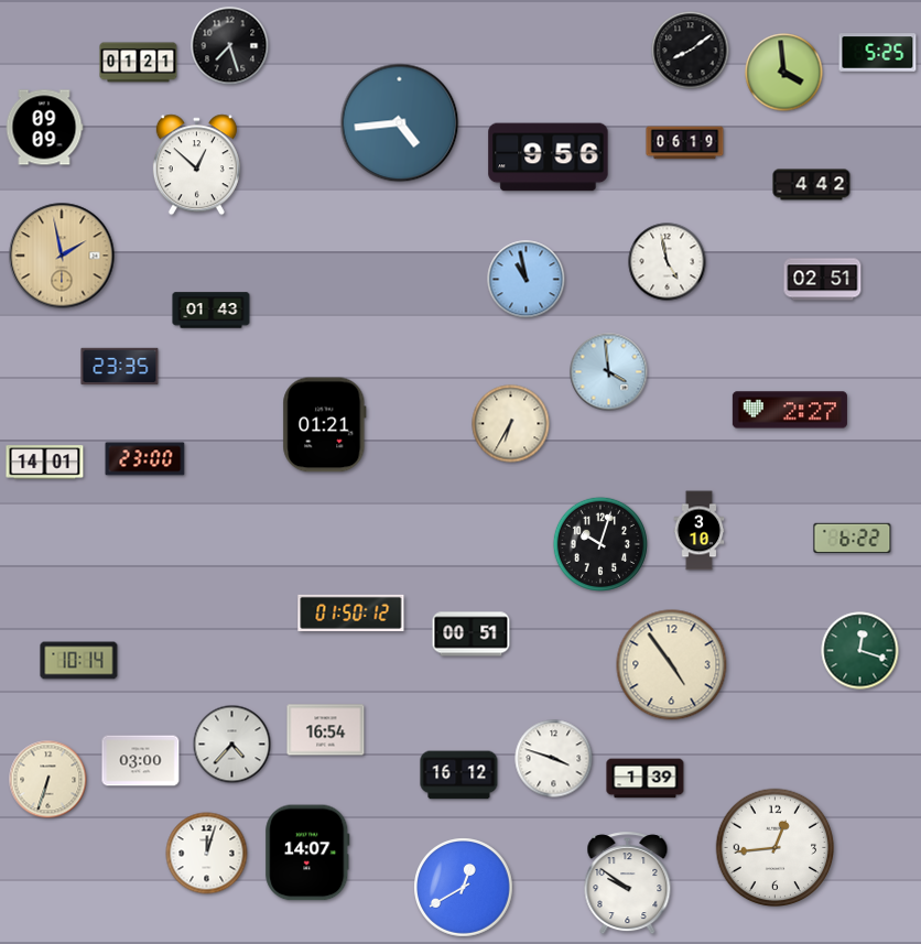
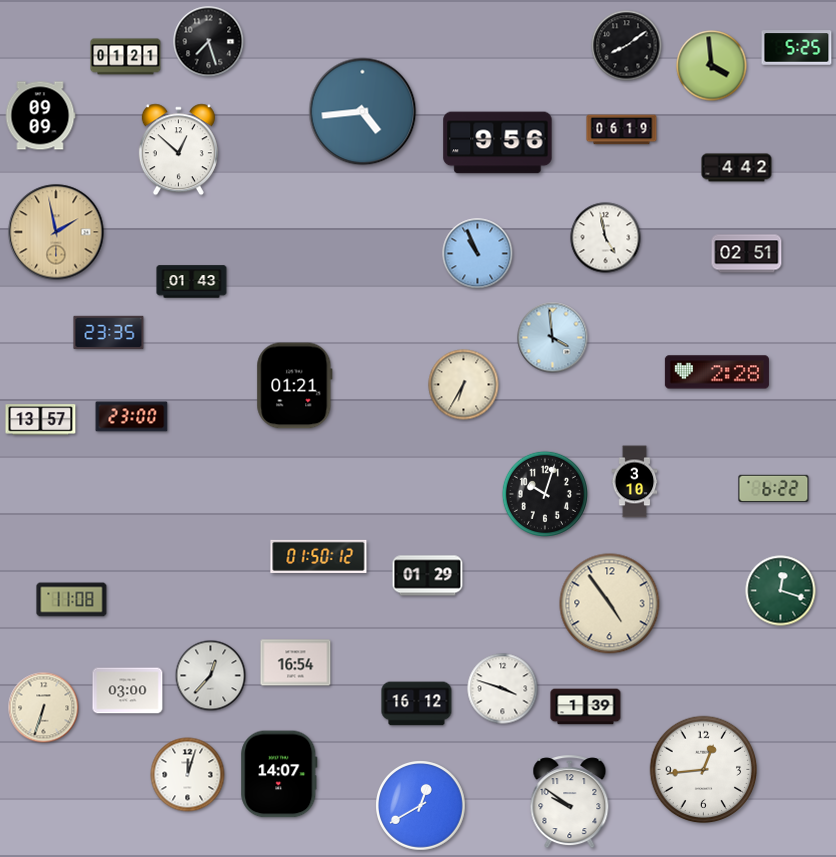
clock at (527, 280): 10:58 -> 10:56
clock at (790, 410): 2:27 -> 2:28
clock at (45, 463): 14:01 -> 13:57
clock at (472, 634): 00:51 -> 01:29
clock at (79, 661): 10:14 -> 11:08
clock at (232, 745): 4:37 -> 12:37
